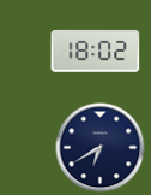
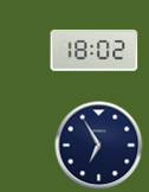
clock at (101, 148): 6:40 -> 6:55
